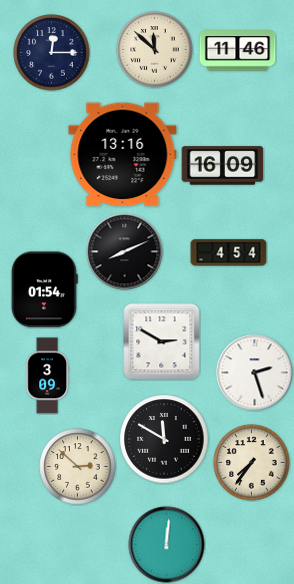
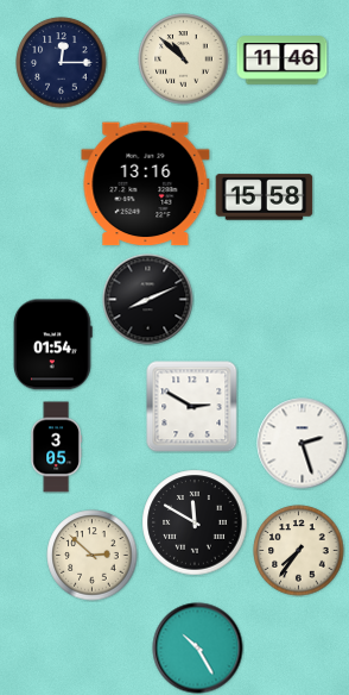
clock at (155, 50): 11:52 -> 10:52
clock at (223, 166): 16:09 -> 15:58
clock at (229, 253): 4:54 -> none
clock at (47, 376): 3:09 -> 3:05
clock at (167, 545): 12:01 -> 10:25
